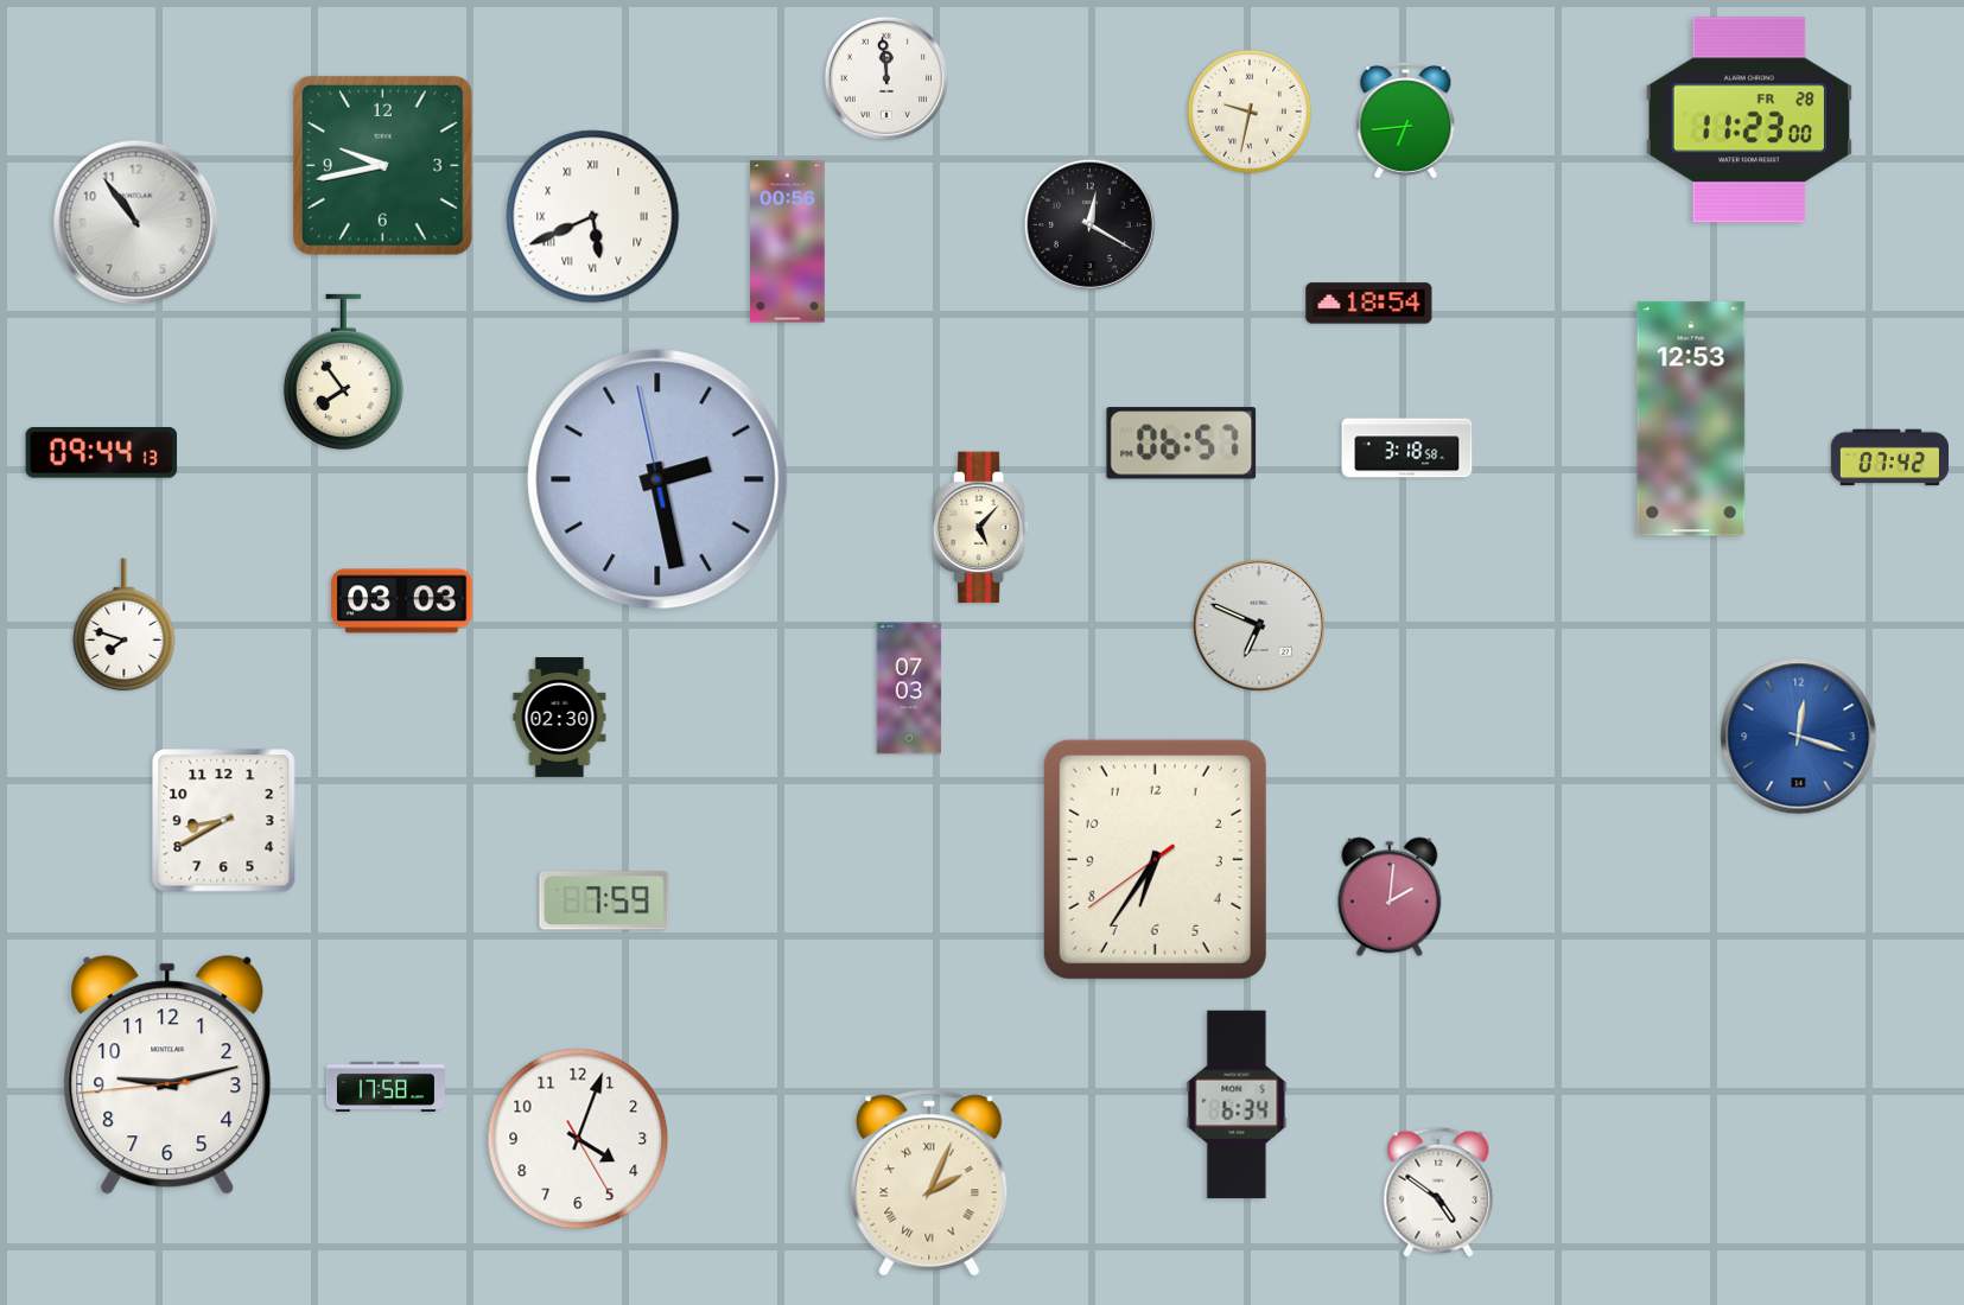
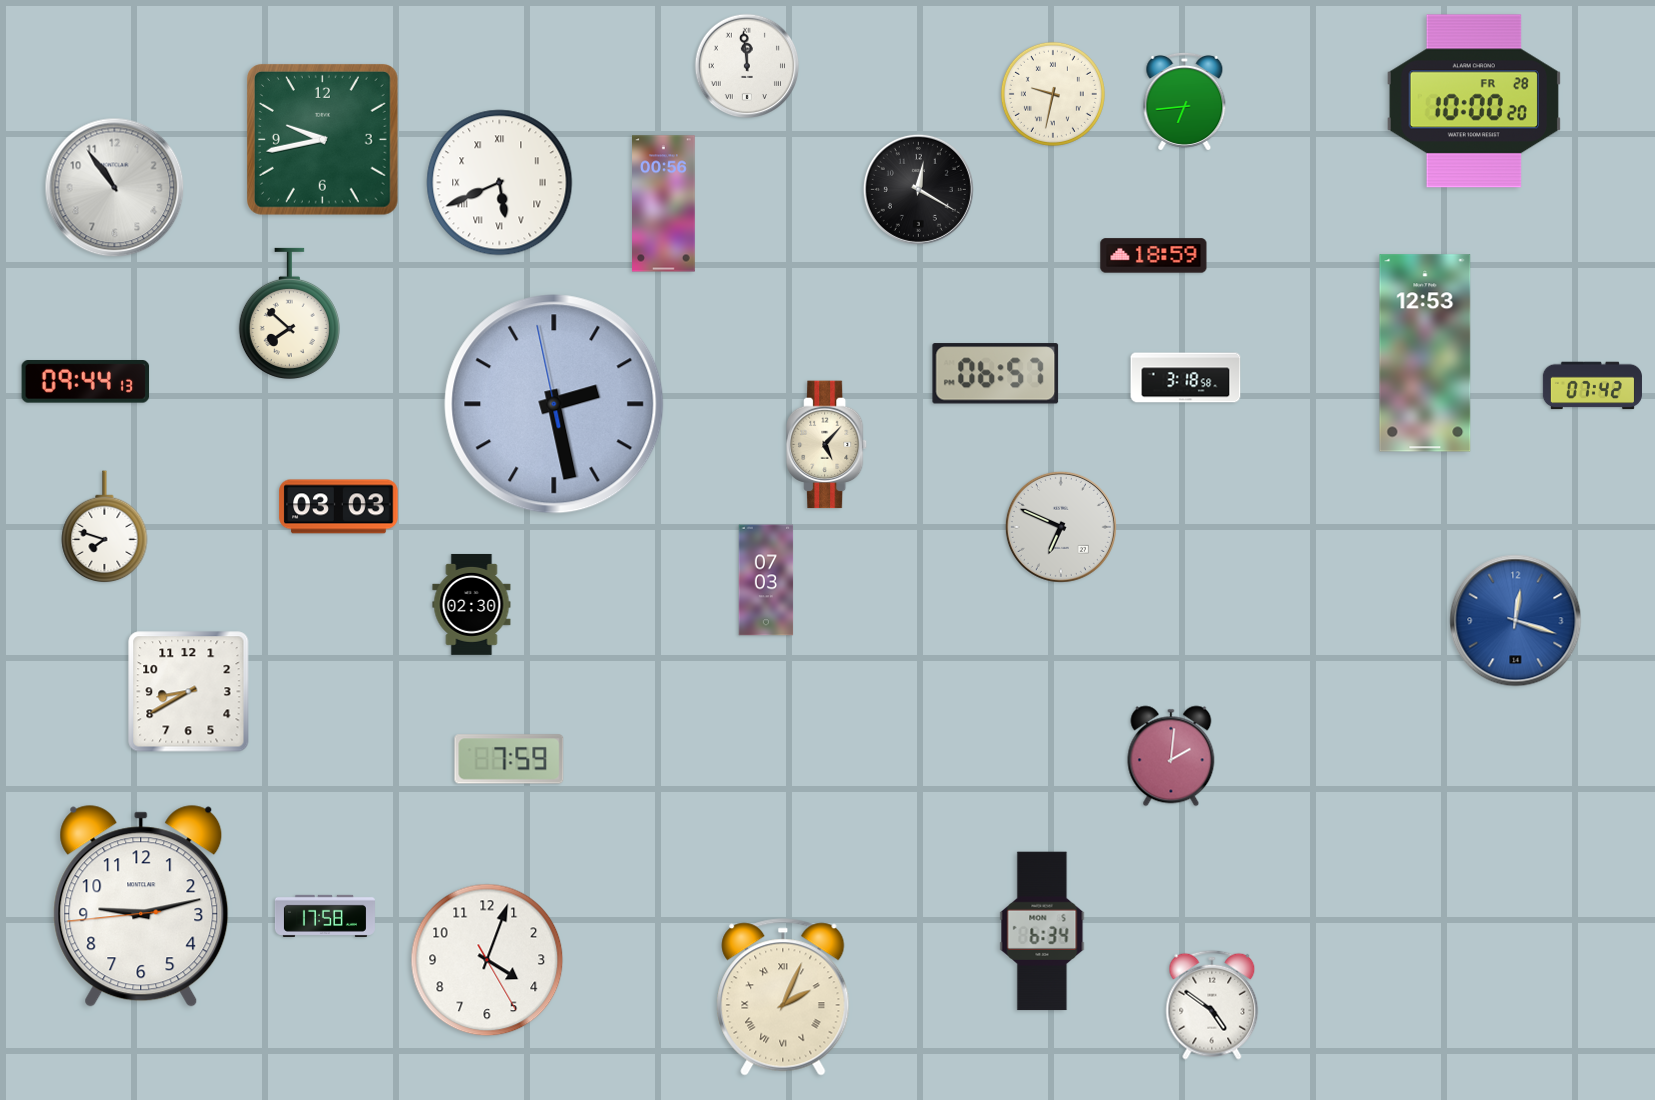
clock at (1749, 120): 11:23 -> 10:00
clock at (1369, 304): 18:54 -> 18:59
clock at (343, 371): 7:54 -> 7:52
clock at (1155, 859): 6:35 -> none
